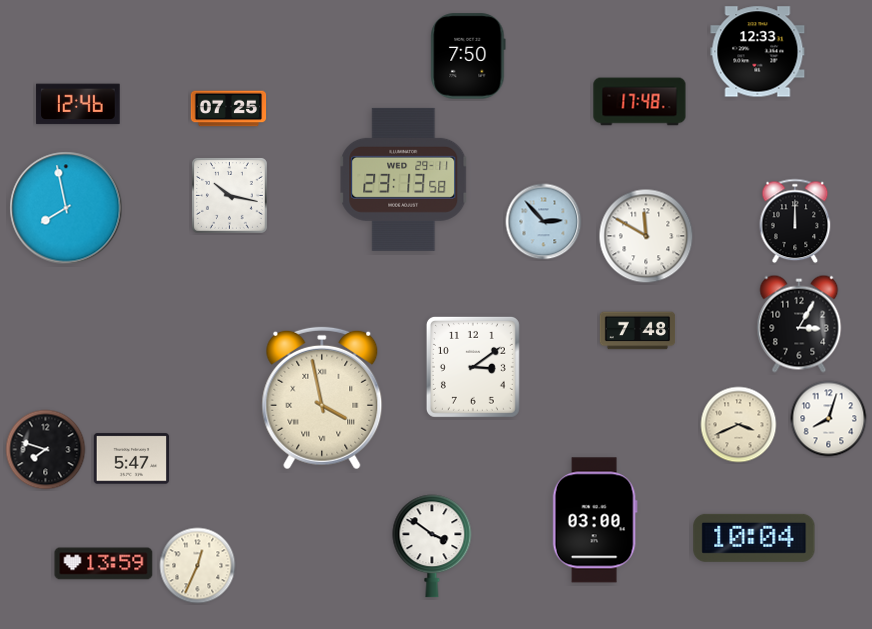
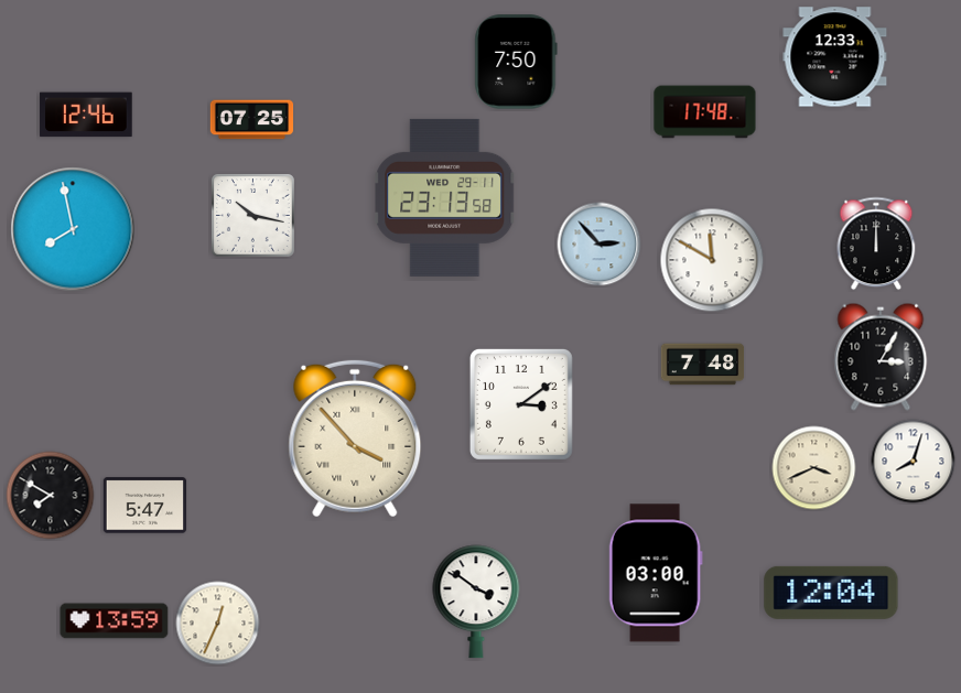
clock at (322, 398): 3:58 -> 3:53
clock at (46, 450): 7:48 -> 7:50
clock at (754, 538): 10:04 -> 12:04
